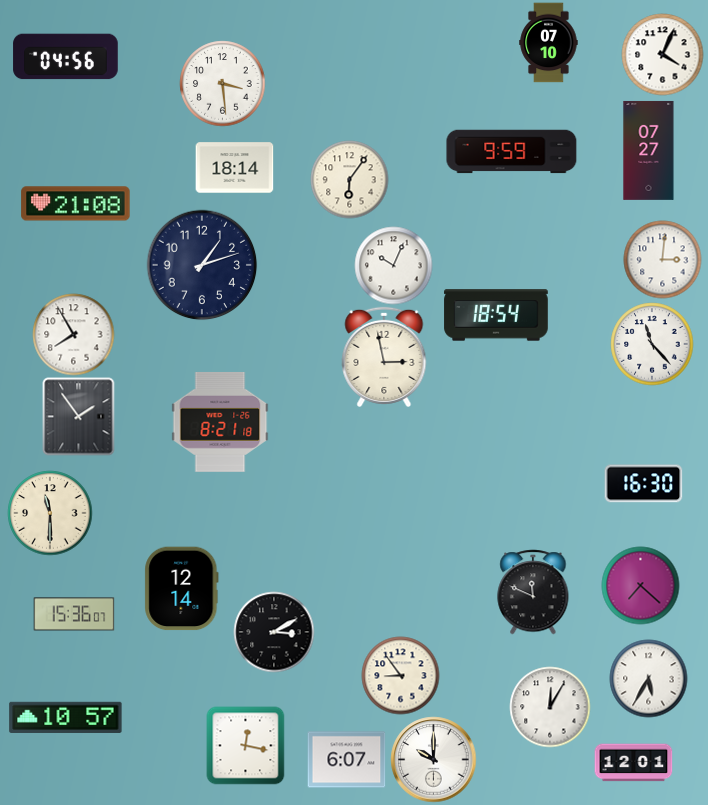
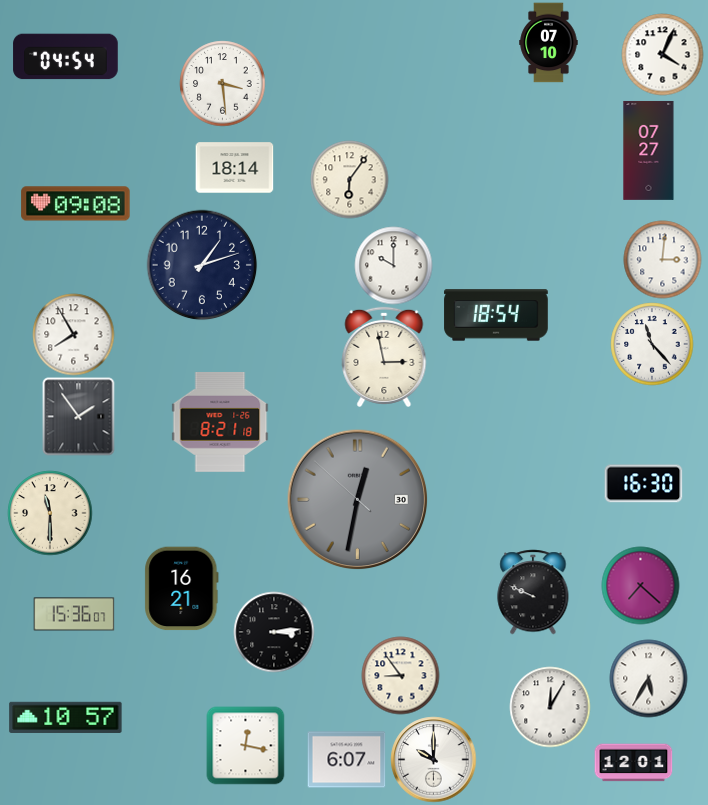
clock at (66, 57): 04:56 -> 04:54
clock at (512, 152): 9:59 -> none
clock at (76, 204): 21:08 -> 09:08
clock at (393, 265): 10:04 -> 10:00
clock at (357, 499): none -> 12:31
clock at (182, 588): 12:14 -> 16:21
clock at (533, 592): 11:49 -> 9:49
clock at (274, 632): 3:10 -> 3:14
